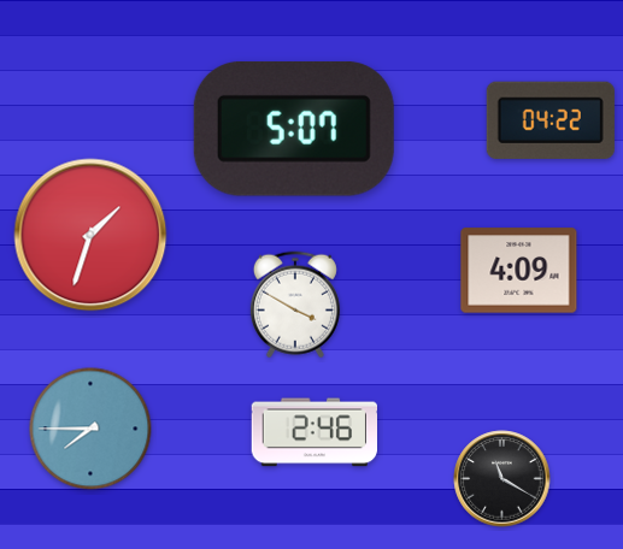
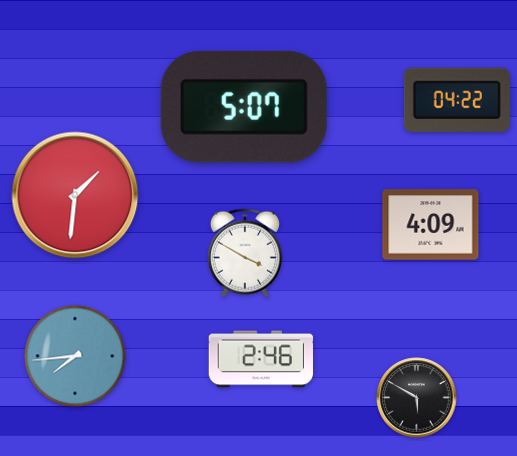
clock at (90, 235): 1:33 -> 1:31
clock at (90, 429): 7:45 -> 7:44
clock at (502, 479): 11:20 -> 5:50
